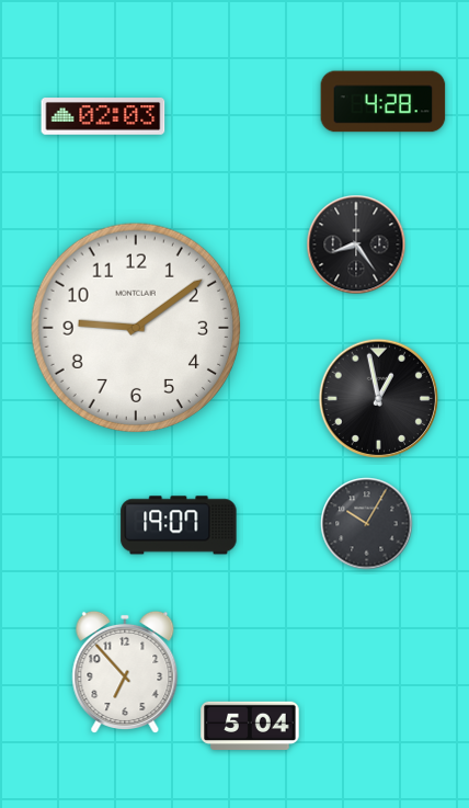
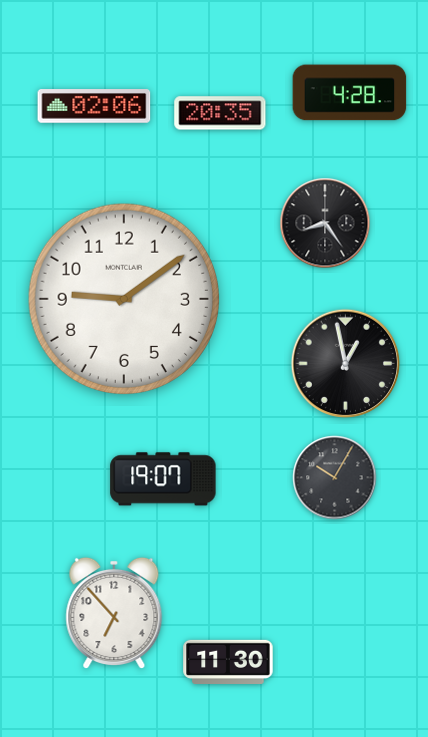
clock at (103, 116): 02:03 -> 02:06
clock at (220, 113): none -> 20:35
clock at (250, 725): 5:04 -> 11:30
